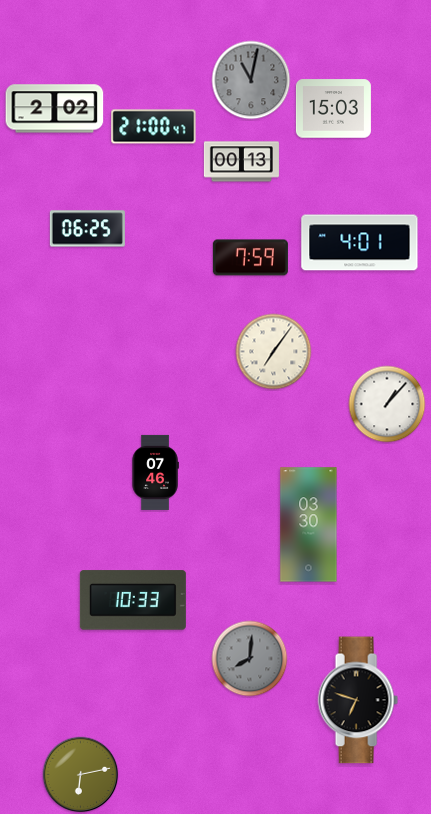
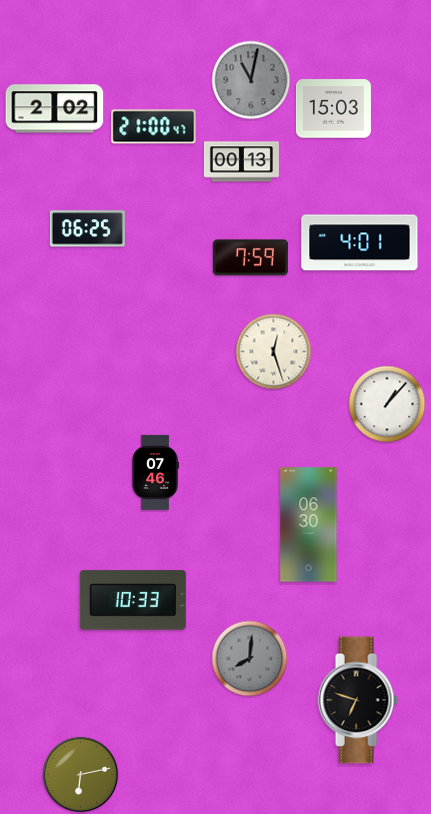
clock at (274, 352): 7:06 -> 12:27
clock at (309, 525): 03:30 -> 06:30
